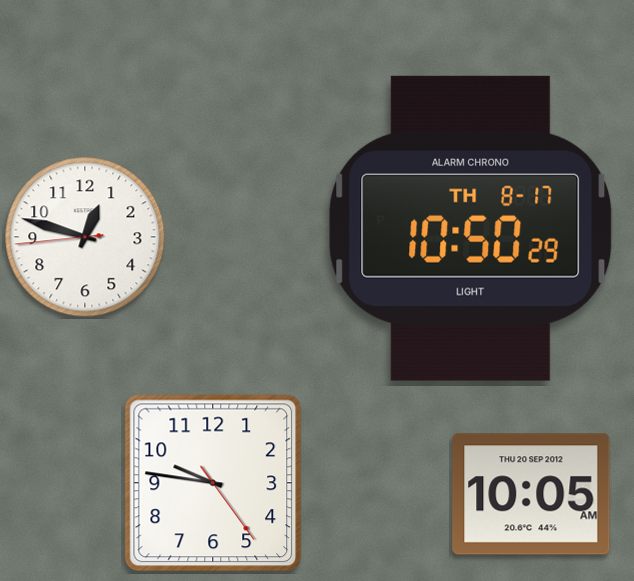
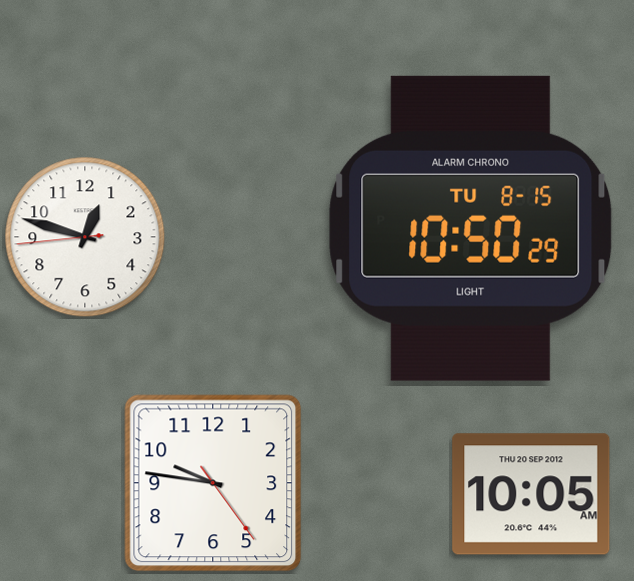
clock at (471, 228) date: TH 8-17 -> TU 8-15
